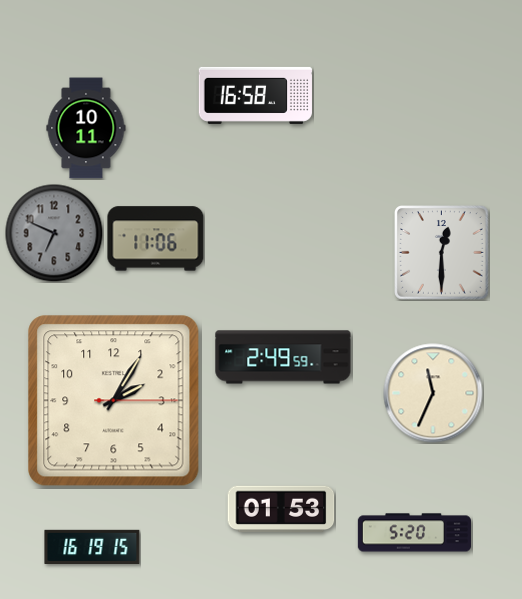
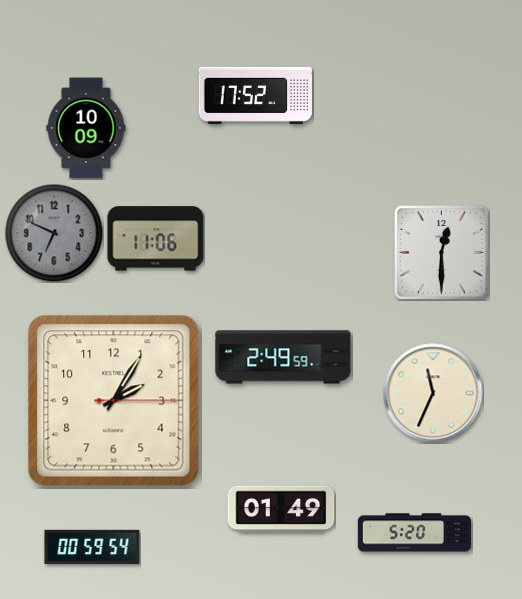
clock at (255, 95): 16:58 -> 17:52
clock at (86, 128): 10:11 -> 10:09
clock at (281, 509): 01:53 -> 01:49
clock at (92, 546): 16:19 -> 00:59
